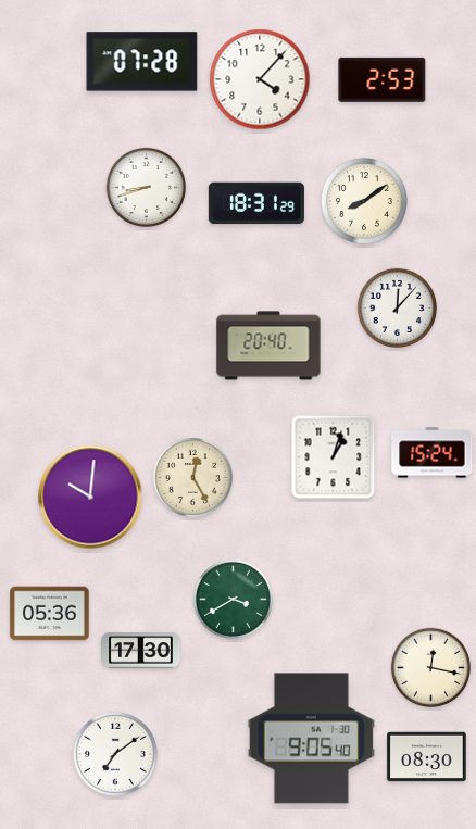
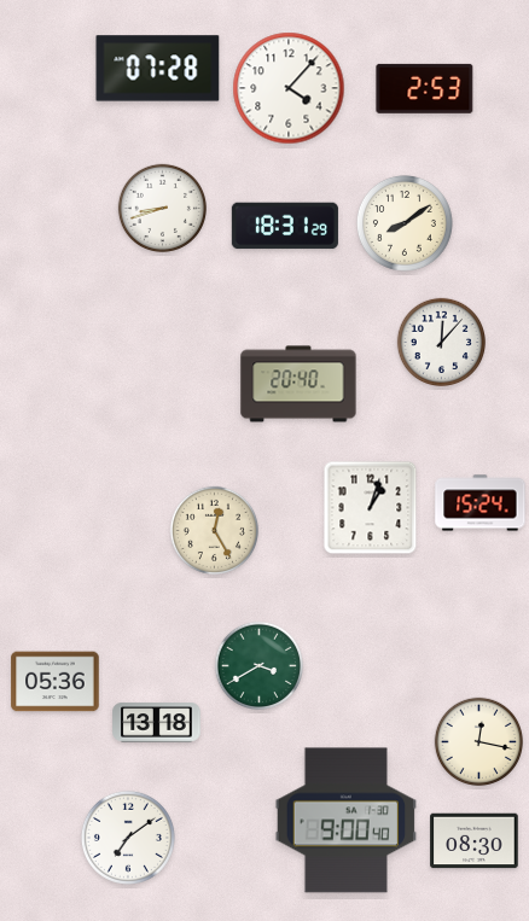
clock at (90, 497): 10:01 -> none
clock at (141, 651): 17:30 -> 13:18
clock at (312, 739): 9:05 -> 9:00
